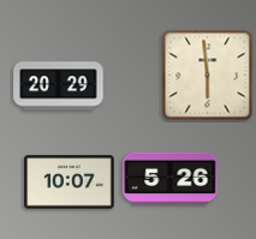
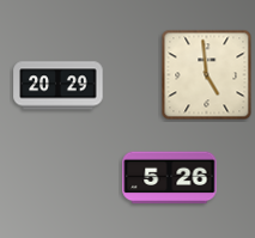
clock at (208, 76): 5:59 -> 4:59
clock at (70, 183): 10:07 -> none
